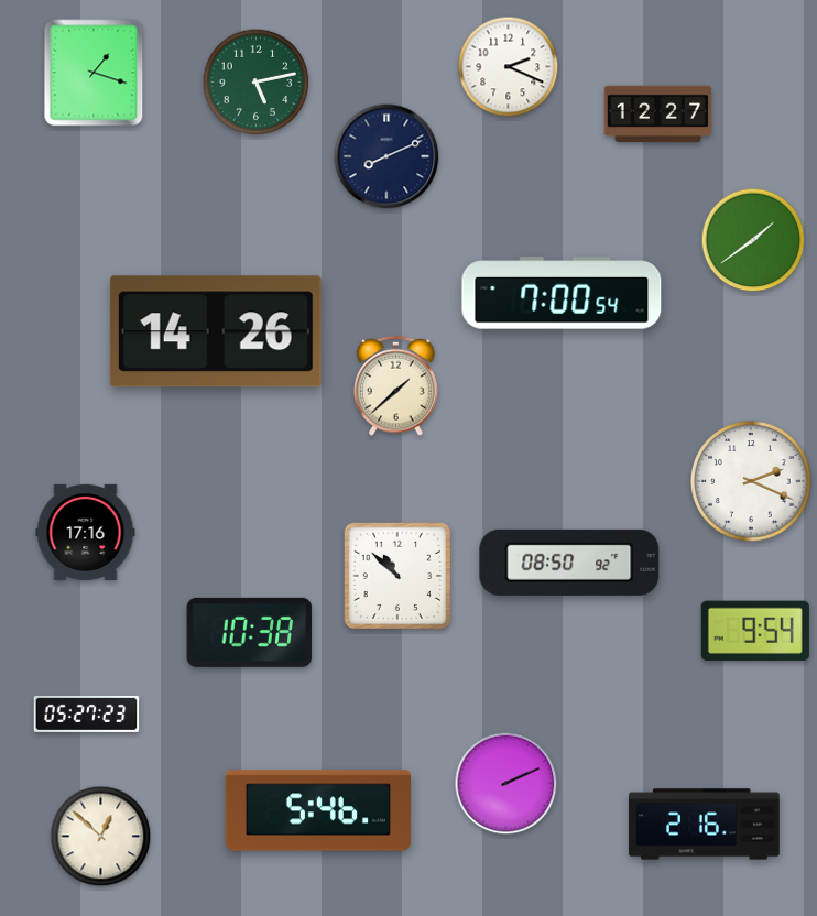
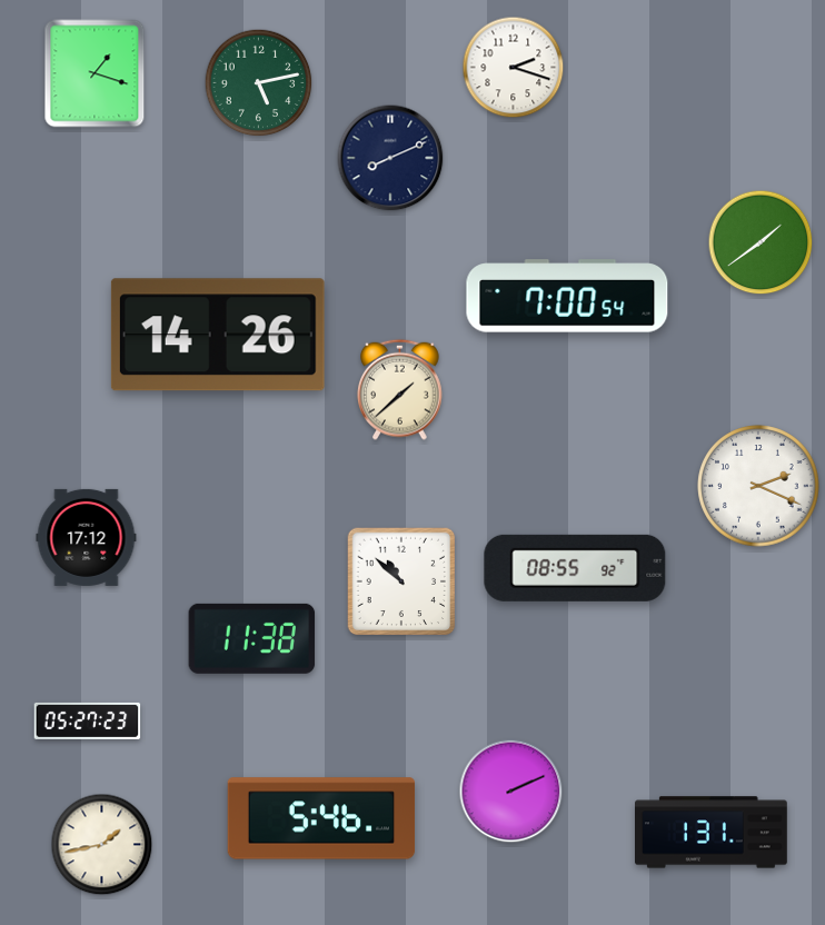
clock at (509, 67): 2:19 -> 2:18
clock at (658, 115): 12:27 -> none
clock at (86, 532): 17:16 -> 17:12
clock at (569, 563): 08:50 -> 08:55
clock at (755, 630): 9:54 -> none
clock at (250, 632): 10:38 -> 11:38
clock at (705, 825): 2:16 -> 1:31
clock at (101, 837): 12:52 -> 1:43
